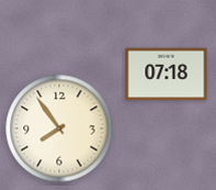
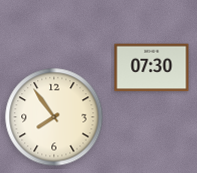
clock at (167, 75): 07:18 -> 07:30
